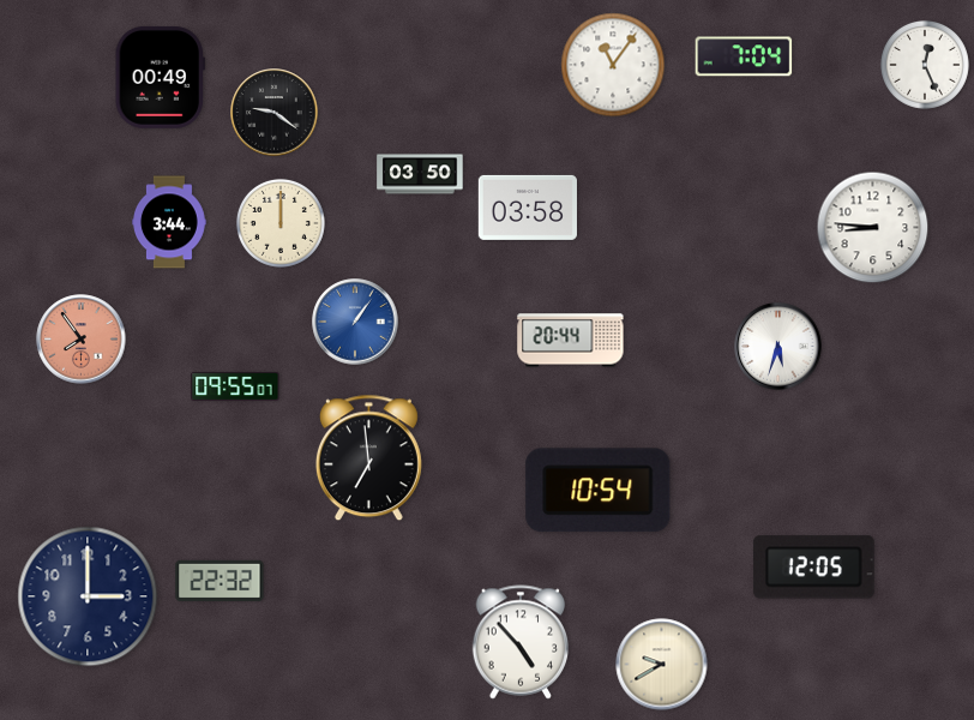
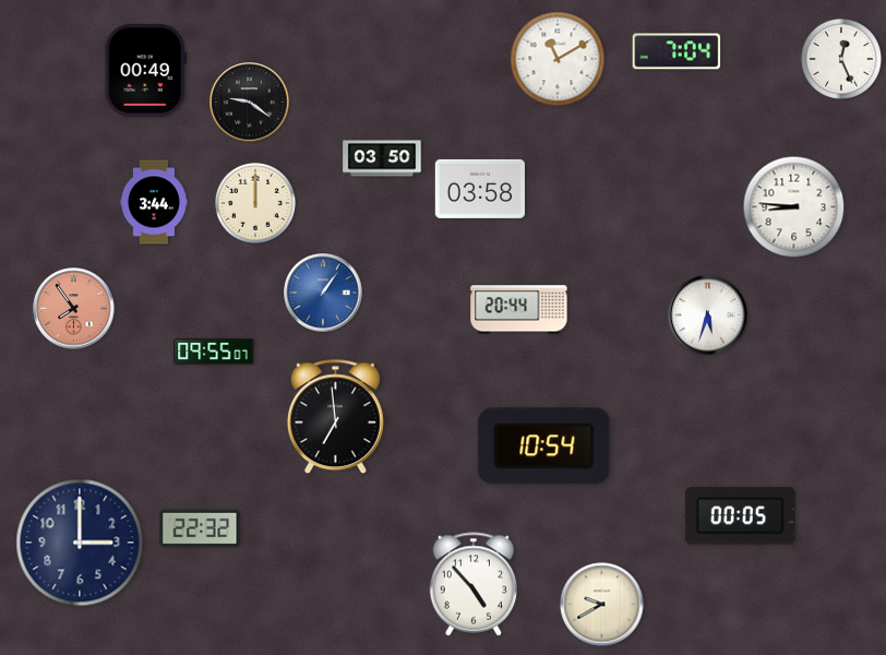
clock at (613, 65): 11:06 -> 11:10
clock at (813, 568): 12:05 -> 00:05
